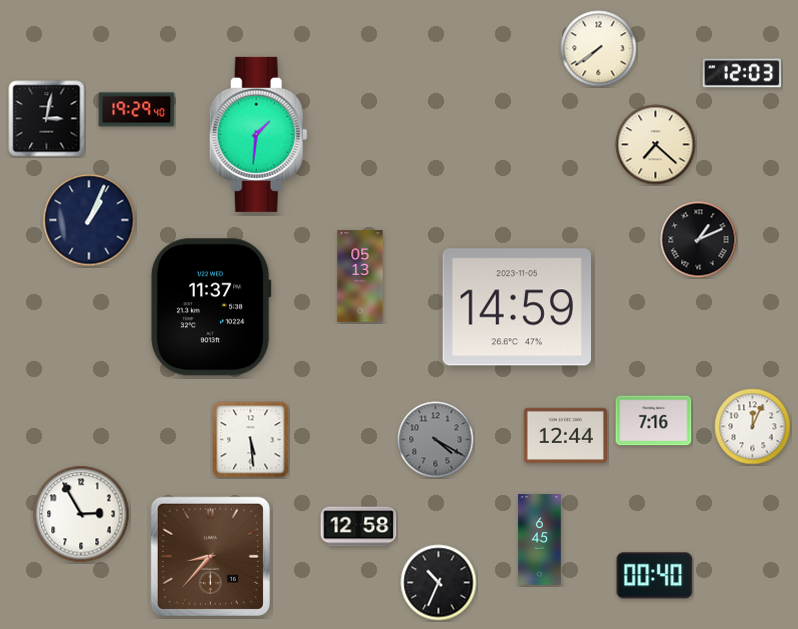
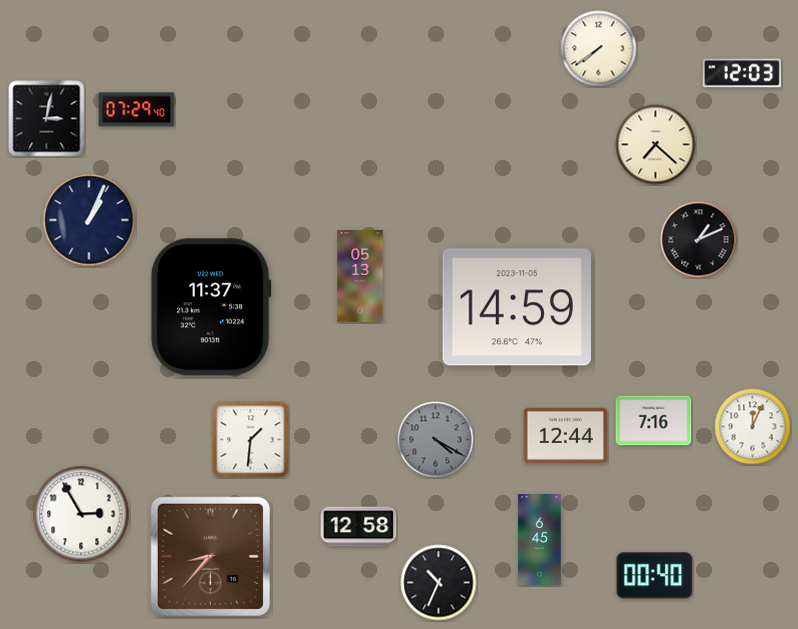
clock at (137, 110): 19:29 -> 07:29
clock at (258, 134): 1:31 -> none
clock at (251, 440): 5:29 -> 1:31
